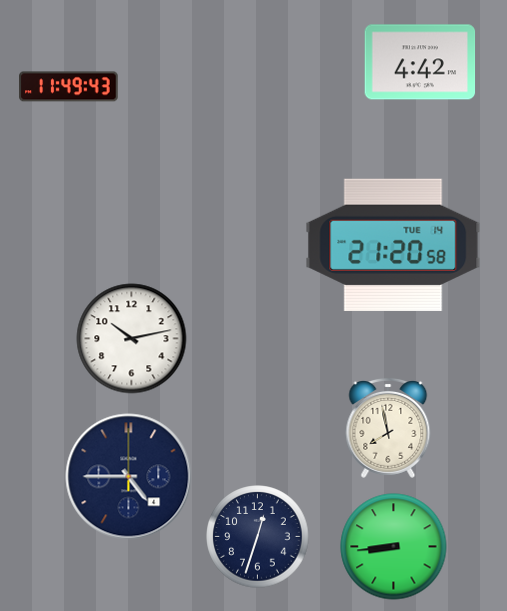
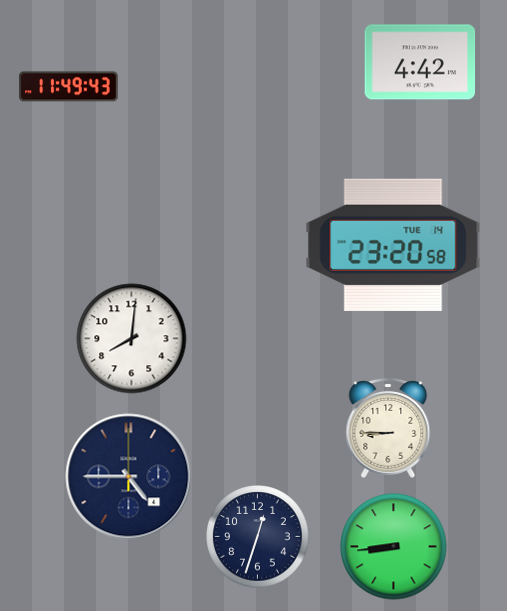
clock at (393, 244): 21:20 -> 23:20
clock at (132, 339): 10:13 -> 8:01
clock at (388, 428): 7:58 -> 8:45
